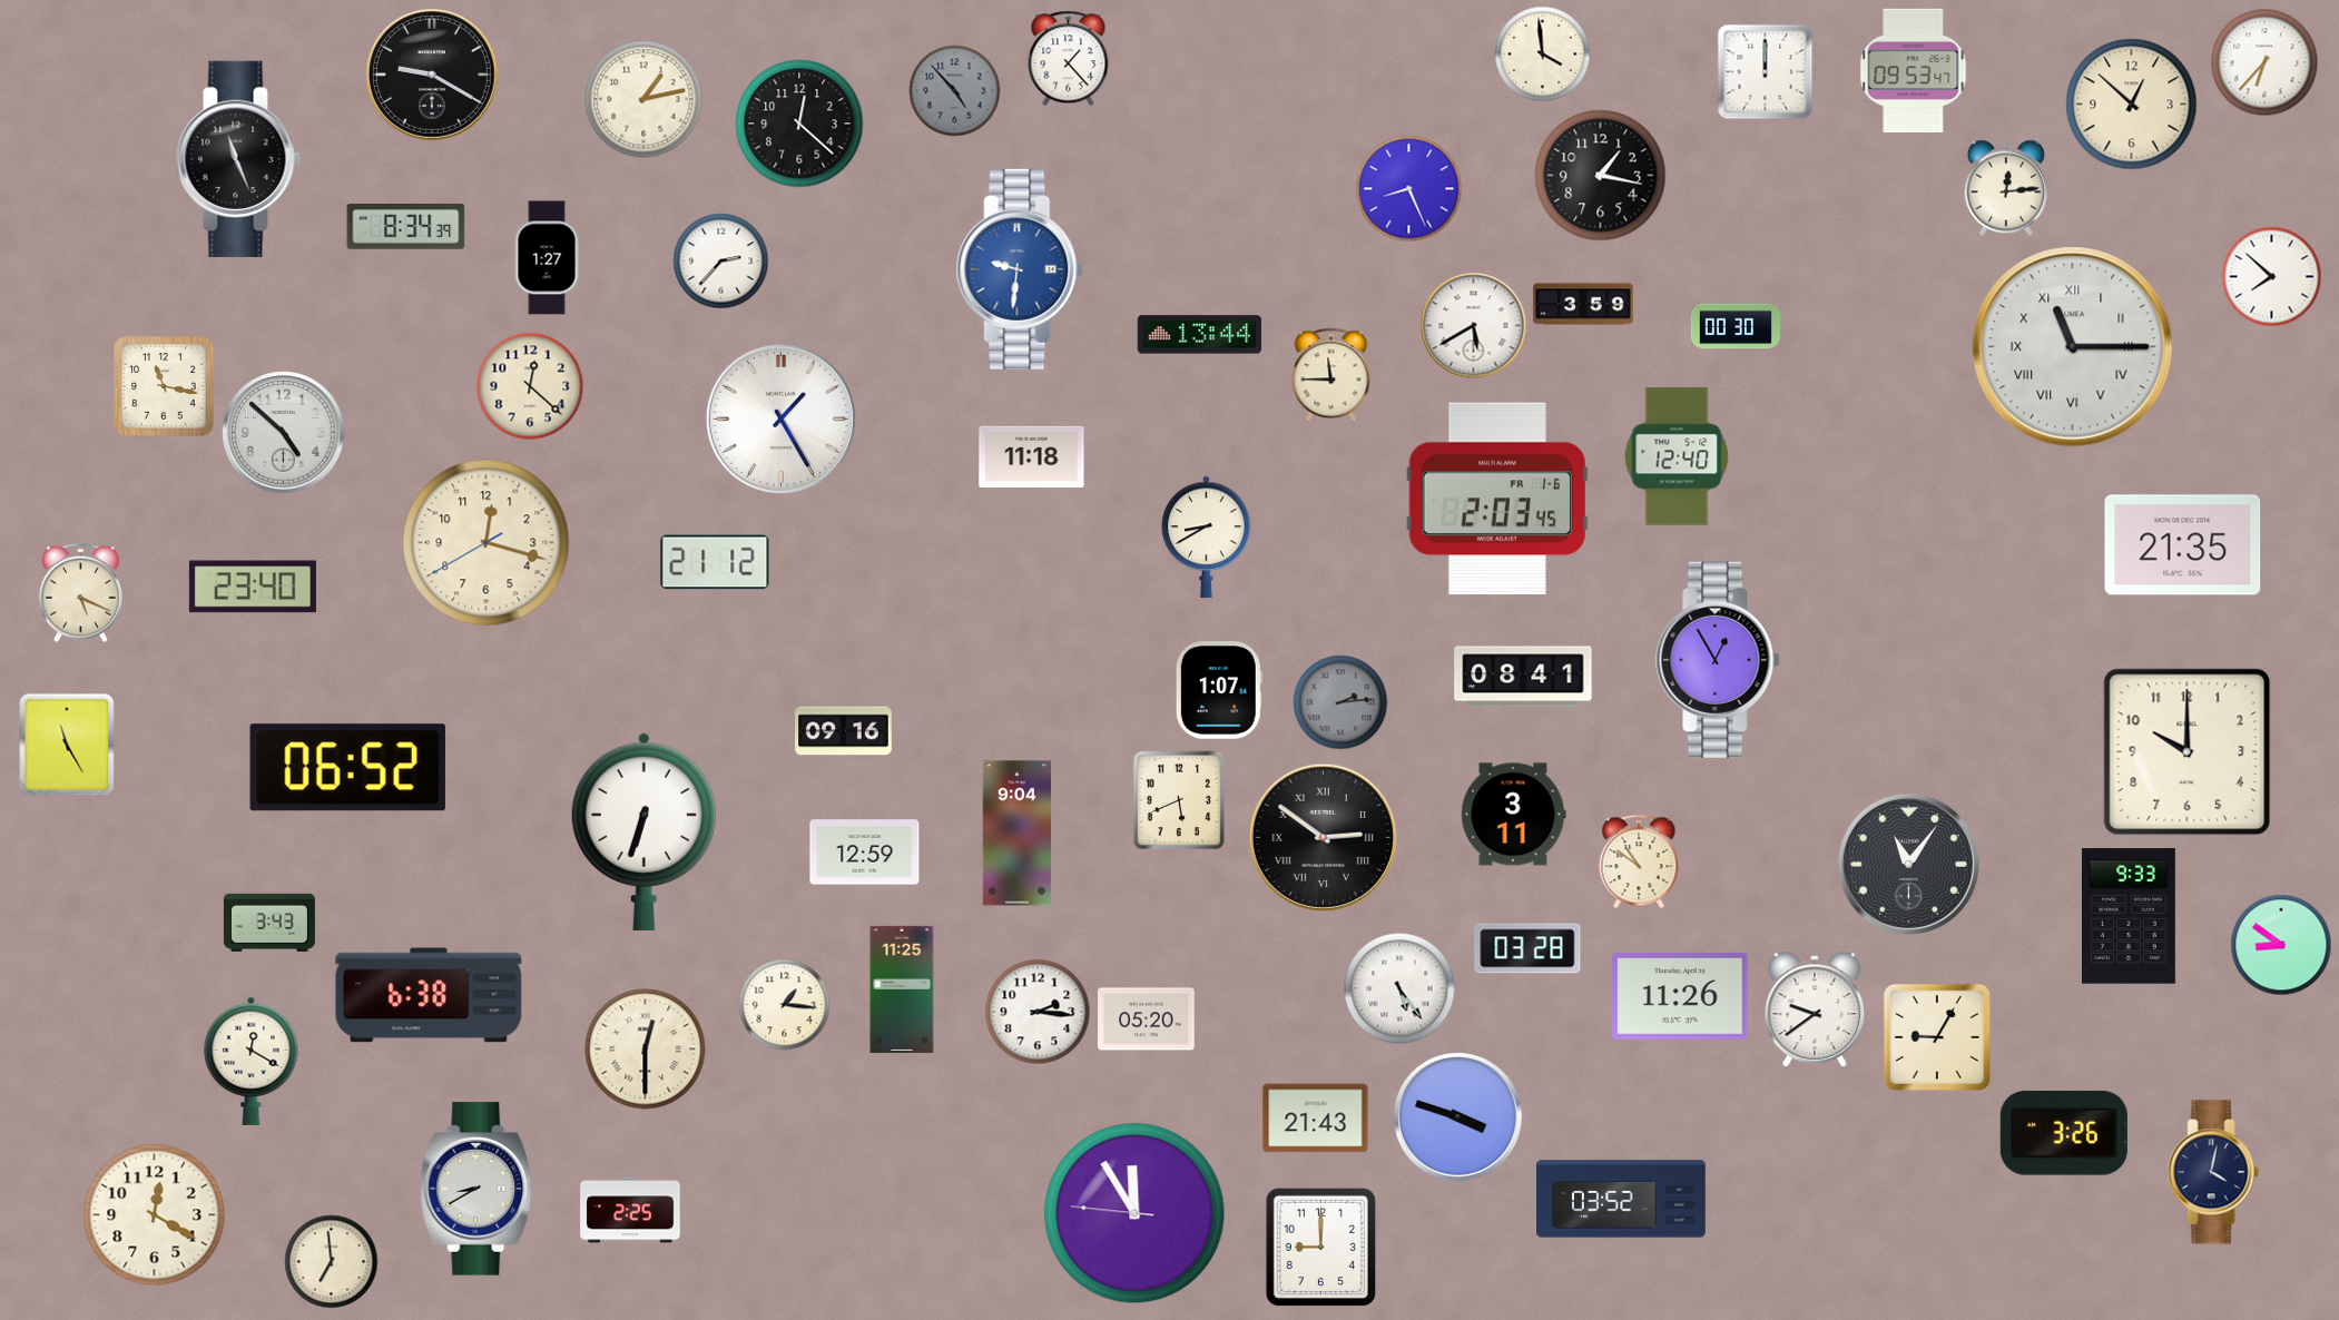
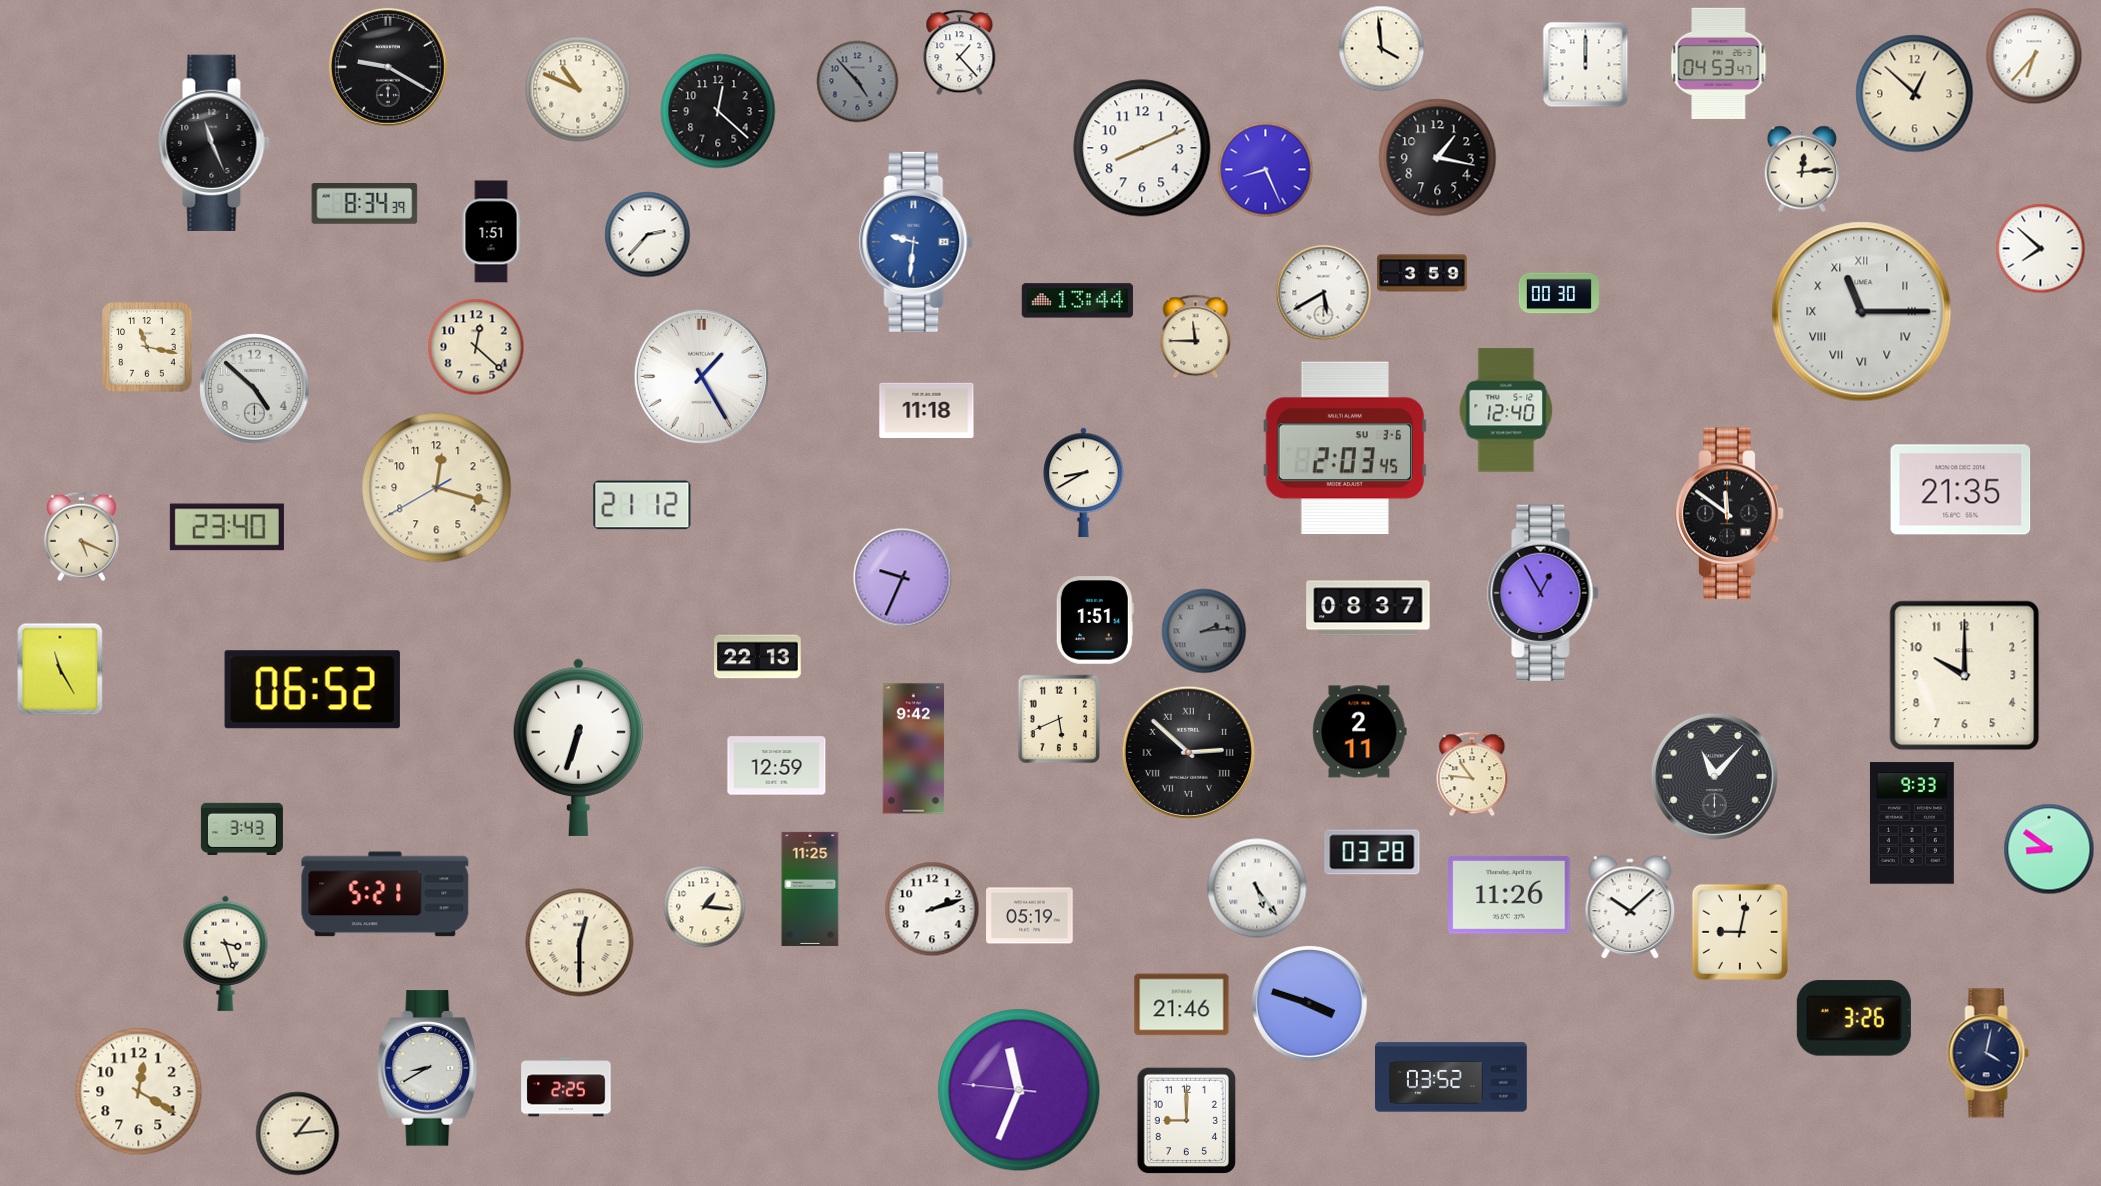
clock at (1543, 55) position: (1543, 55) -> (1382, 49)
clock at (1914, 70): 09:53 -> 04:53
clock at (643, 99): 1:13 -> 10:49
clock at (1142, 148): none -> 8:11
clock at (547, 258): 1:27 -> 1:51
clock at (1496, 499) date: FR 1-6 -> SU 3-6
clock at (1730, 514): none -> 11:51
clock at (80, 593) position: (80, 593) -> (81, 537)
clock at (903, 578): none -> 9:34
clock at (1523, 677): 08:41 -> 08:37
clock at (1219, 690): 1:07 -> 1:51
clock at (844, 731): 09:16 -> 22:13
clock at (1514, 815): 3:11 -> 2:11
clock at (1018, 834): 9:04 -> 9:42
clock at (1323, 837): 2:51 -> 2:52
clock at (1639, 861): 10:51 -> 10:46
clock at (1908, 864): 11:06 -> 11:07
clock at (429, 995): 6:38 -> 5:21
clock at (785, 1005) position: (785, 1005) -> (705, 907)
clock at (1815, 1011): 9:39 -> 10:08
clock at (1038, 1012): 2:16 -> 2:12
clock at (1147, 1019): 05:20 -> 05:19
clock at (1936, 1036): 9:05 -> 9:02
clock at (252, 1061): 12:20 -> 3:27
clock at (1316, 1119): 21:43 -> 21:46
clock at (1621, 1199) position: (1621, 1199) -> (1451, 1077)
clock at (1134, 1213): 11:54 -> 11:33
clock at (332, 1262): 6:59 -> 1:14
